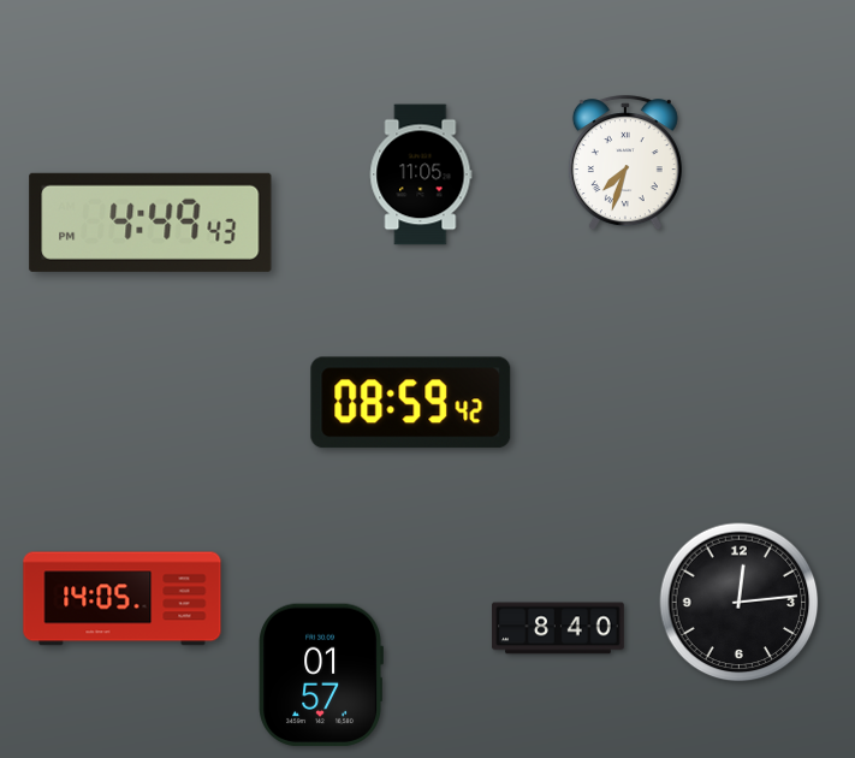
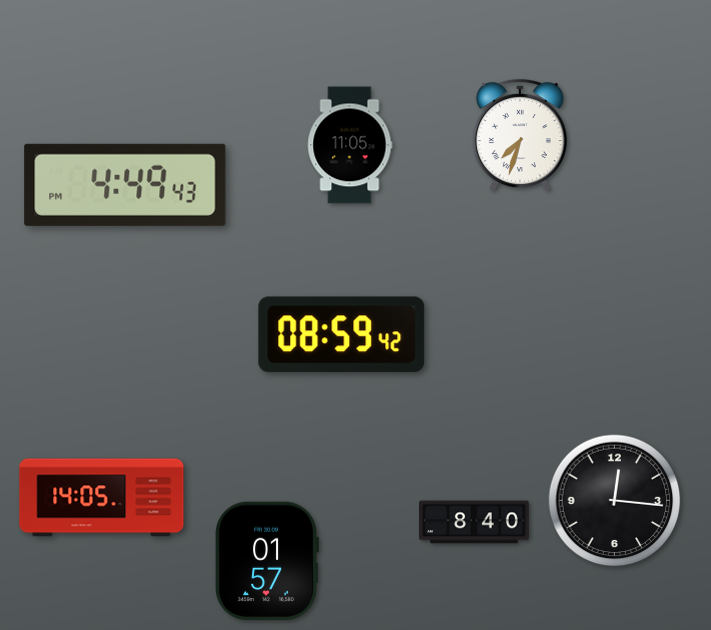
clock at (740, 603): 12:14 -> 12:16
clock at (558, 628) position: (558, 628) -> (474, 522)
